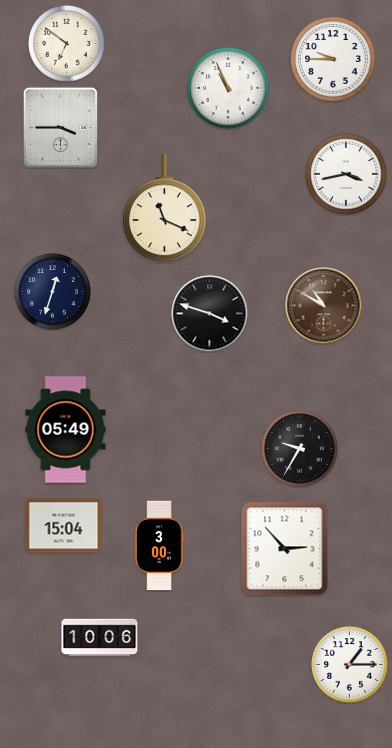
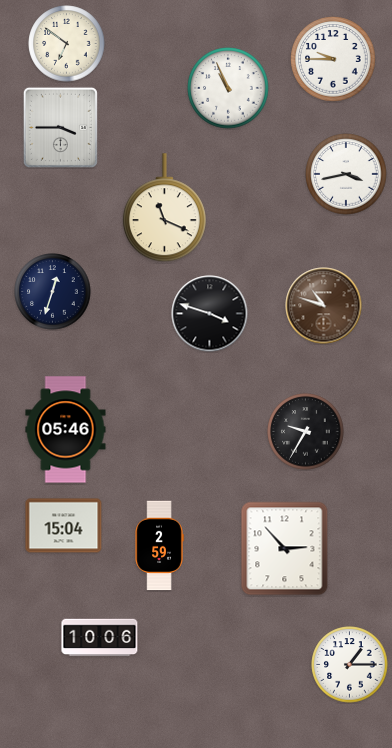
clock at (324, 306): 10:50 -> 10:48
clock at (66, 430): 05:49 -> 05:46
clock at (300, 449) position: (300, 449) -> (306, 432)
clock at (159, 546): 3:00 -> 2:59
